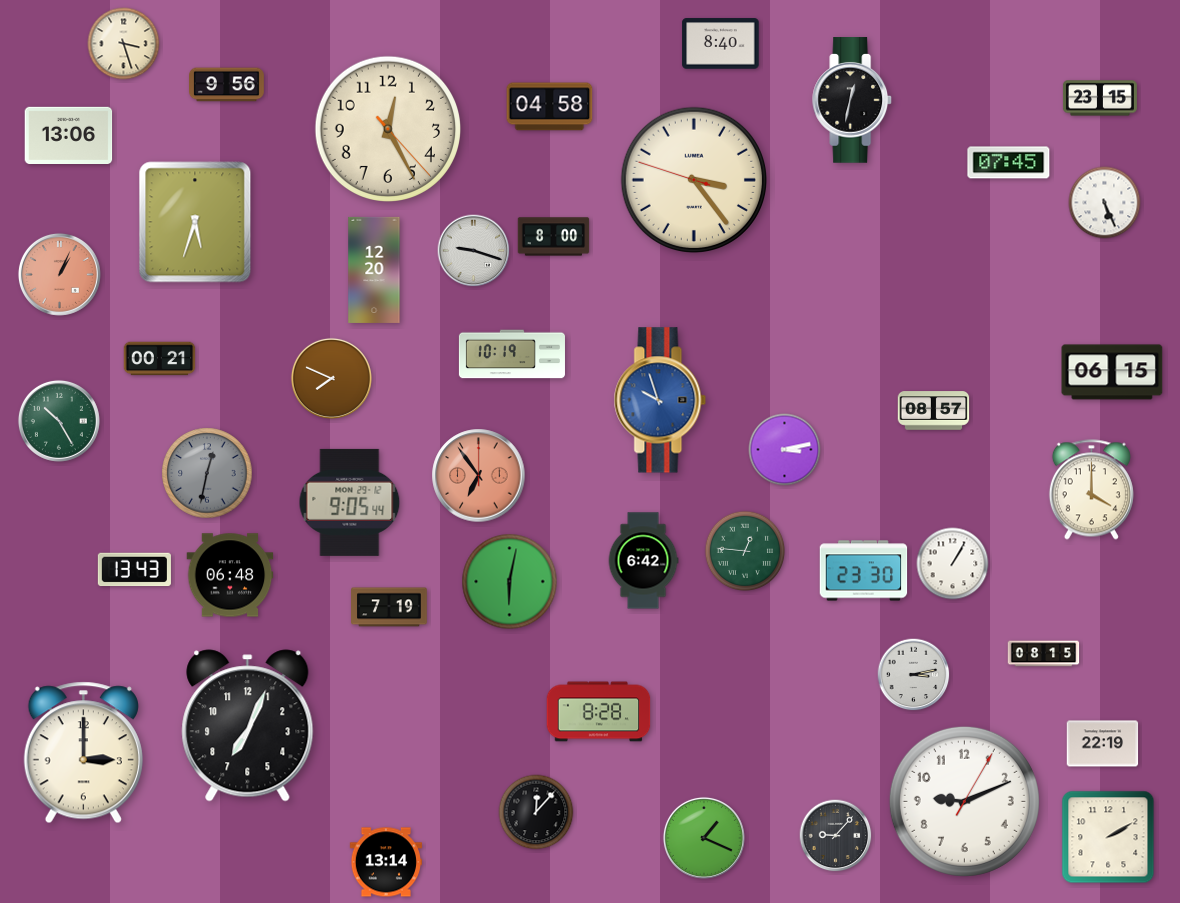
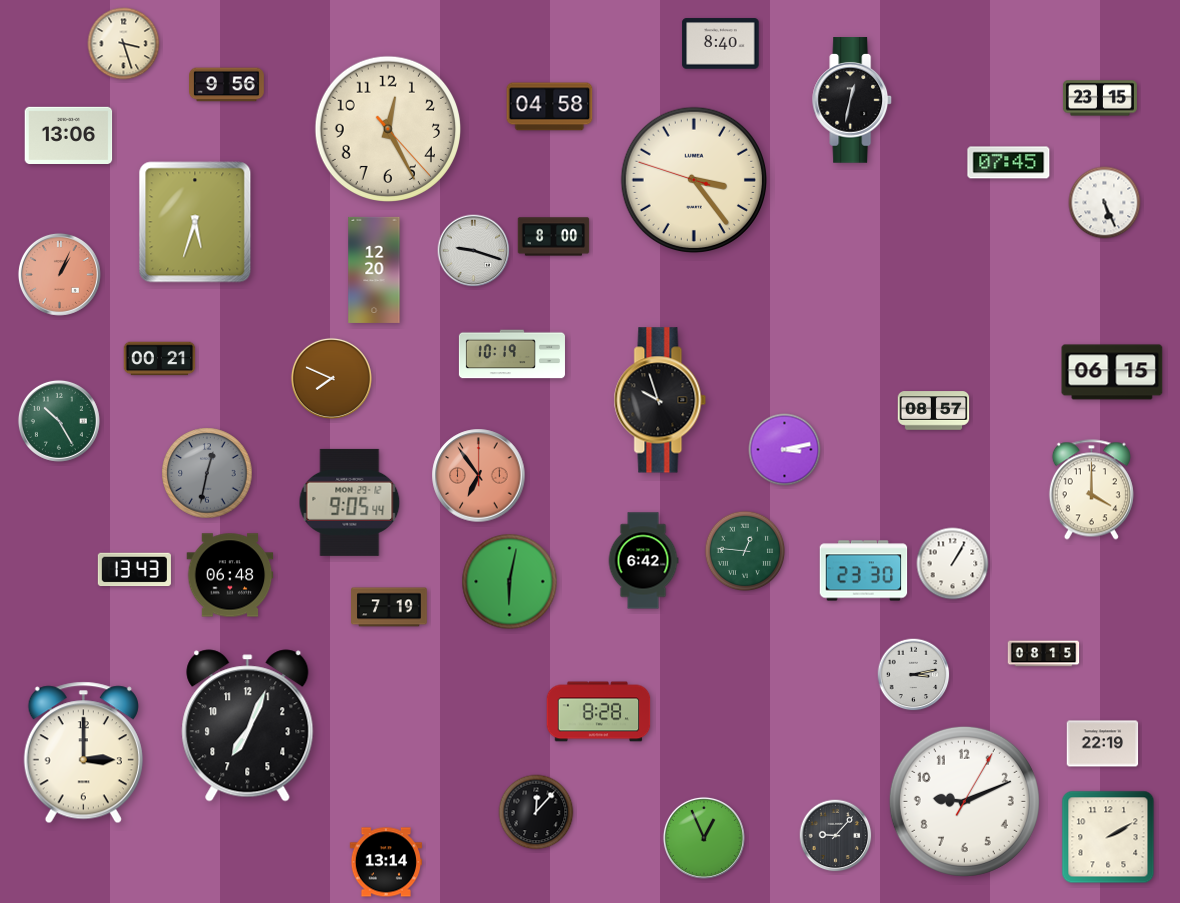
clock at (660, 400) dial: blue -> black
clock at (704, 838): 1:19 -> 12:56
